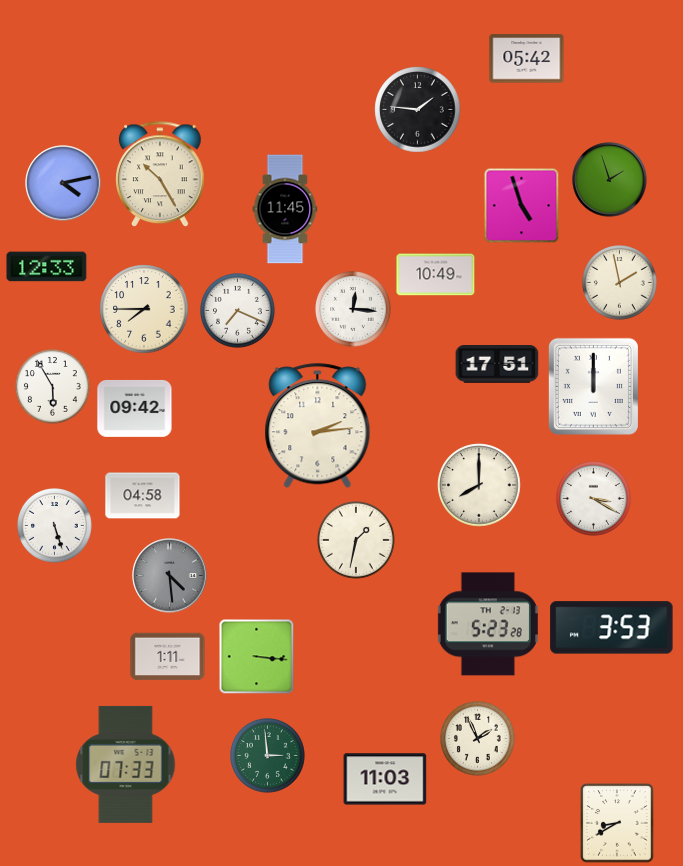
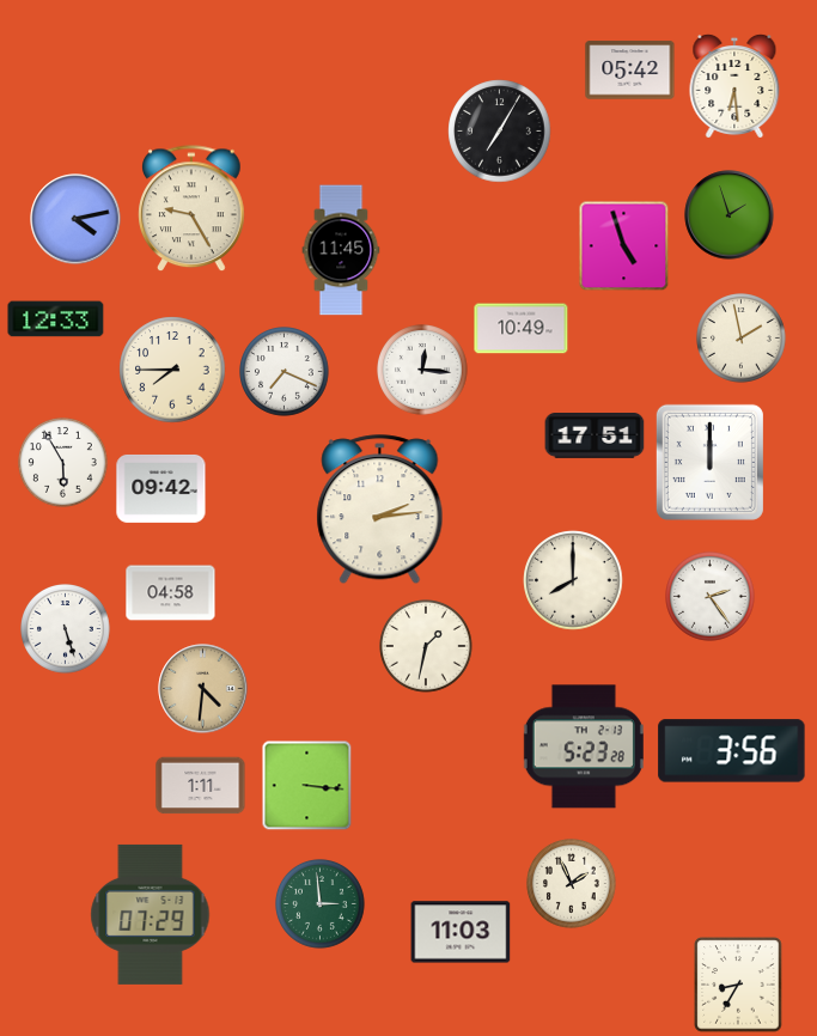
clock at (734, 86): none -> 6:29
clock at (418, 110): 1:46 -> 7:05
clock at (160, 175): 10:25 -> 9:25
clock at (594, 499): 3:20 -> 2:24
clock at (170, 576): 4:29 -> 4:31
clock at (170, 576) dial: grey -> champagne
clock at (612, 628): 3:53 -> 3:56
clock at (126, 764): 07:33 -> 07:29
clock at (617, 823): 8:40 -> 8:35
